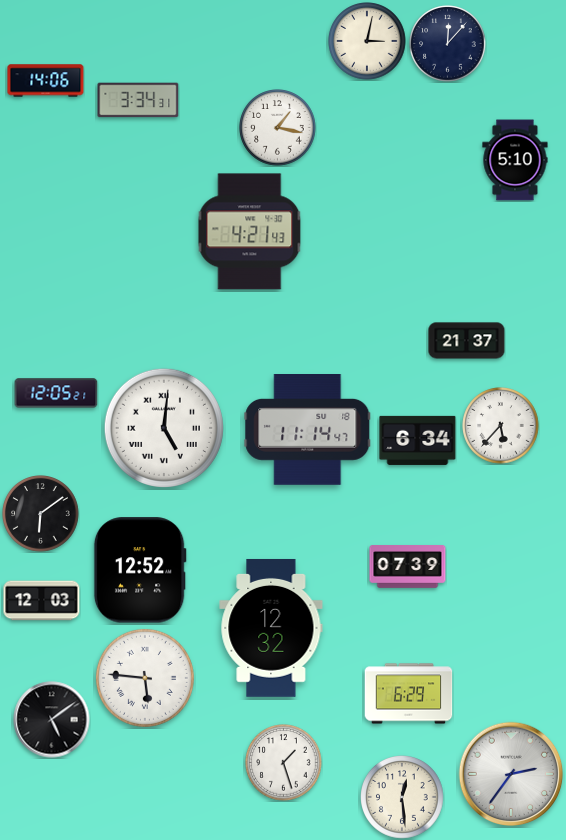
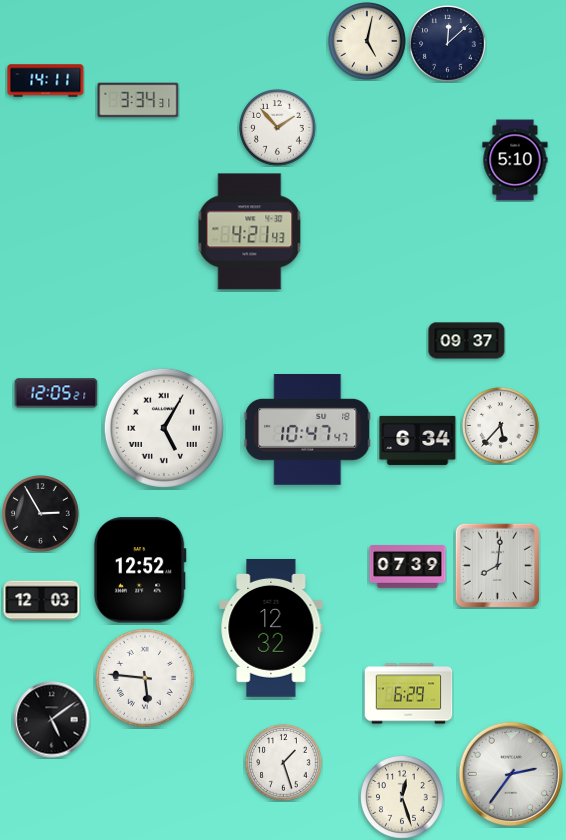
clock at (367, 41): 3:02 -> 5:02
clock at (448, 44): 12:07 -> 12:08
clock at (46, 81): 14:06 -> 14:11
clock at (278, 128): 1:17 -> 1:53
clock at (467, 341): 21:37 -> 09:37
clock at (164, 428): 5:01 -> 5:05
clock at (308, 430): 11:14 -> 10:47
clock at (41, 514): 6:09 -> 2:55
clock at (497, 565): none -> 8:01
clock at (403, 798): 12:29 -> 12:27
